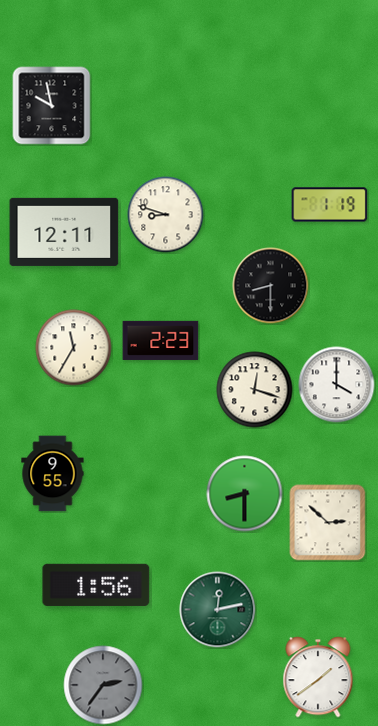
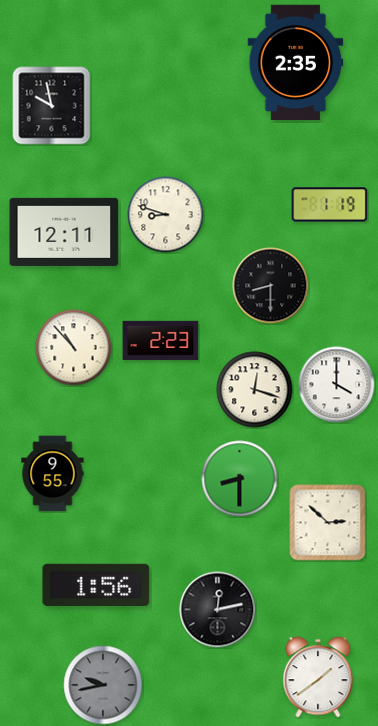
clock at (296, 63): none -> 2:35
clock at (74, 348): 11:35 -> 10:53
clock at (245, 494) position: (245, 494) -> (240, 479)
clock at (218, 610) dial: green -> black
clock at (103, 685): 2:36 -> 9:43
